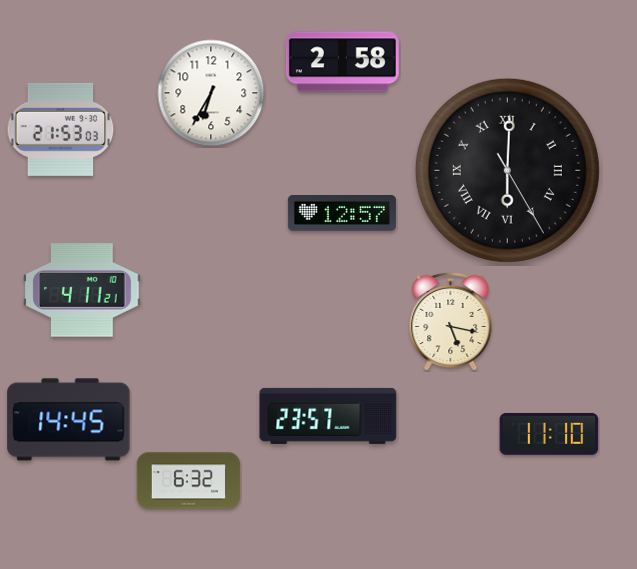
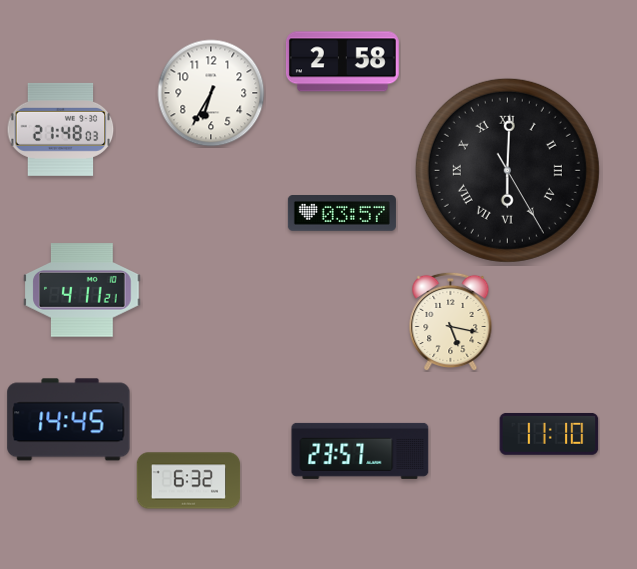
clock at (61, 129): 21:53 -> 21:48
clock at (342, 214): 12:57 -> 03:57
clock at (328, 416) position: (328, 416) -> (360, 451)
